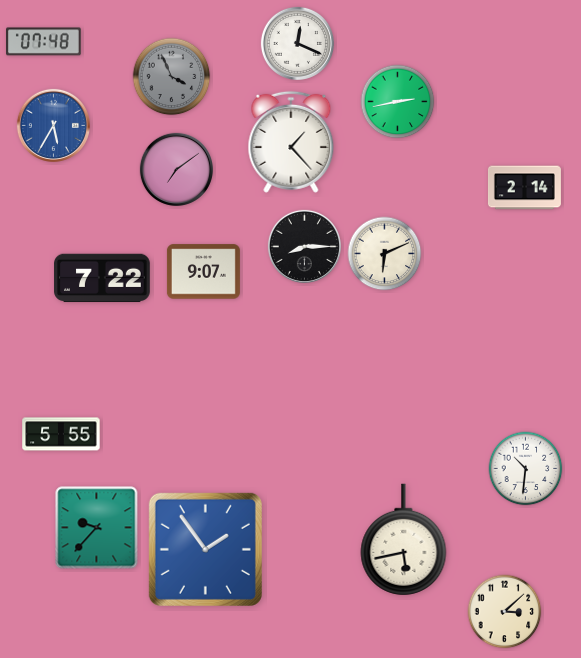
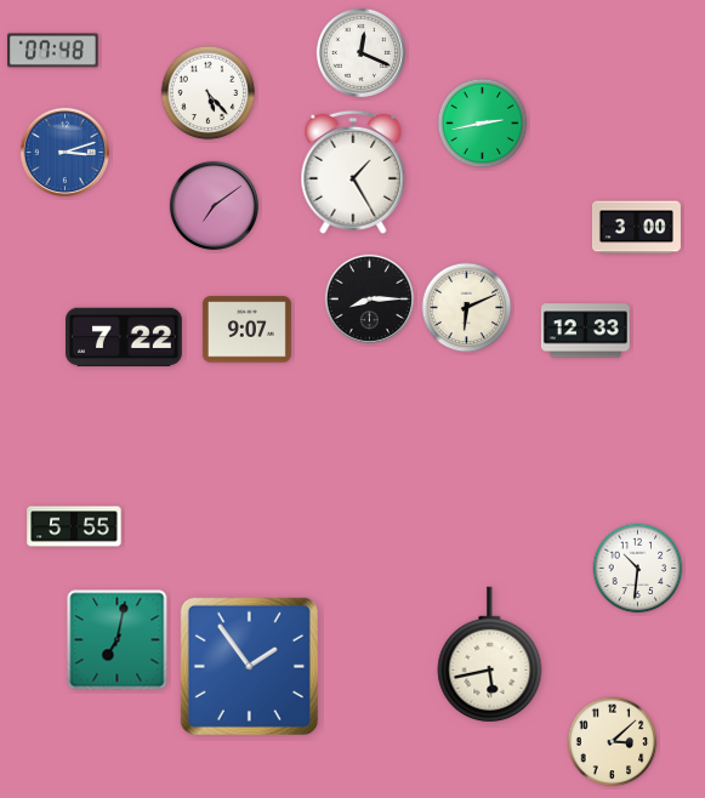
clock at (172, 77): 3:56 -> 5:23
clock at (172, 77) dial: grey -> white
clock at (53, 125): 5:35 -> 3:12
clock at (291, 142): 1:23 -> 1:25
clock at (524, 188): 2:14 -> 3:00
clock at (585, 331): none -> 12:33
clock at (97, 528): 9:37 -> 7:02
